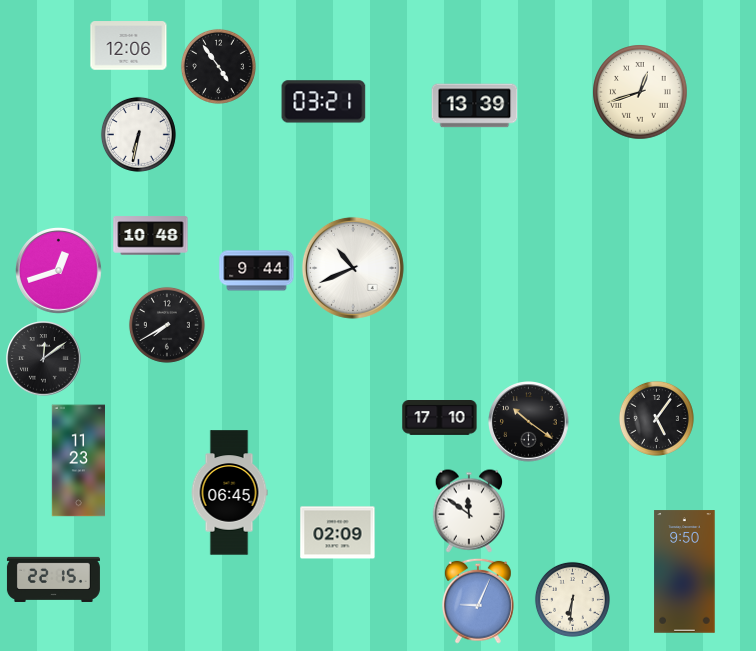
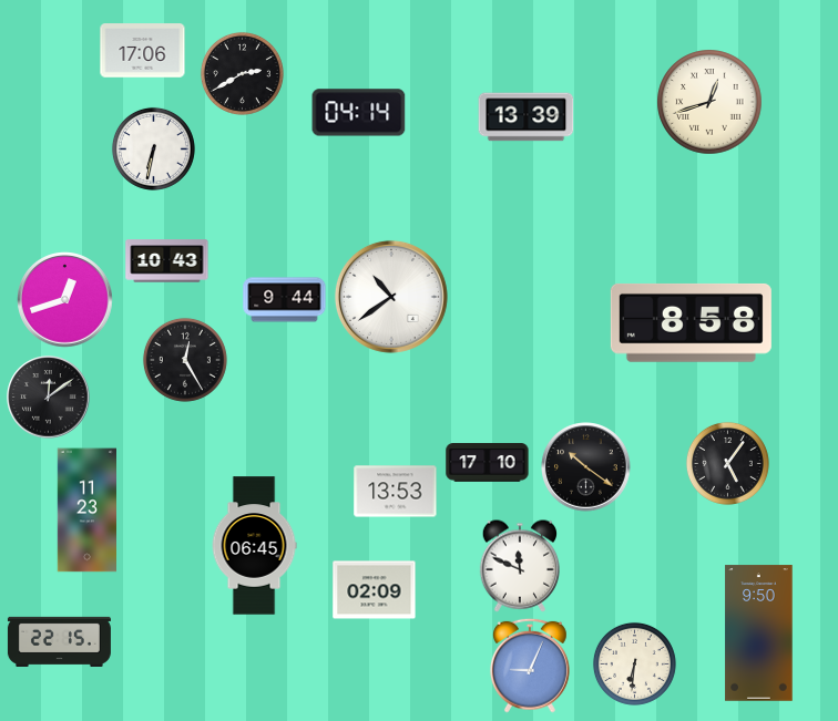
clock at (129, 46): 12:06 -> 17:06
clock at (218, 66): 4:54 -> 2:40
clock at (324, 102): 03:21 -> 04:14
clock at (151, 236): 10:48 -> 10:43
clock at (353, 268): 10:41 -> 10:39
clock at (691, 322): none -> 8:58
clock at (167, 325): 7:40 -> 12:25
clock at (396, 492): none -> 13:53
clock at (468, 511): 11:51 -> 11:49
